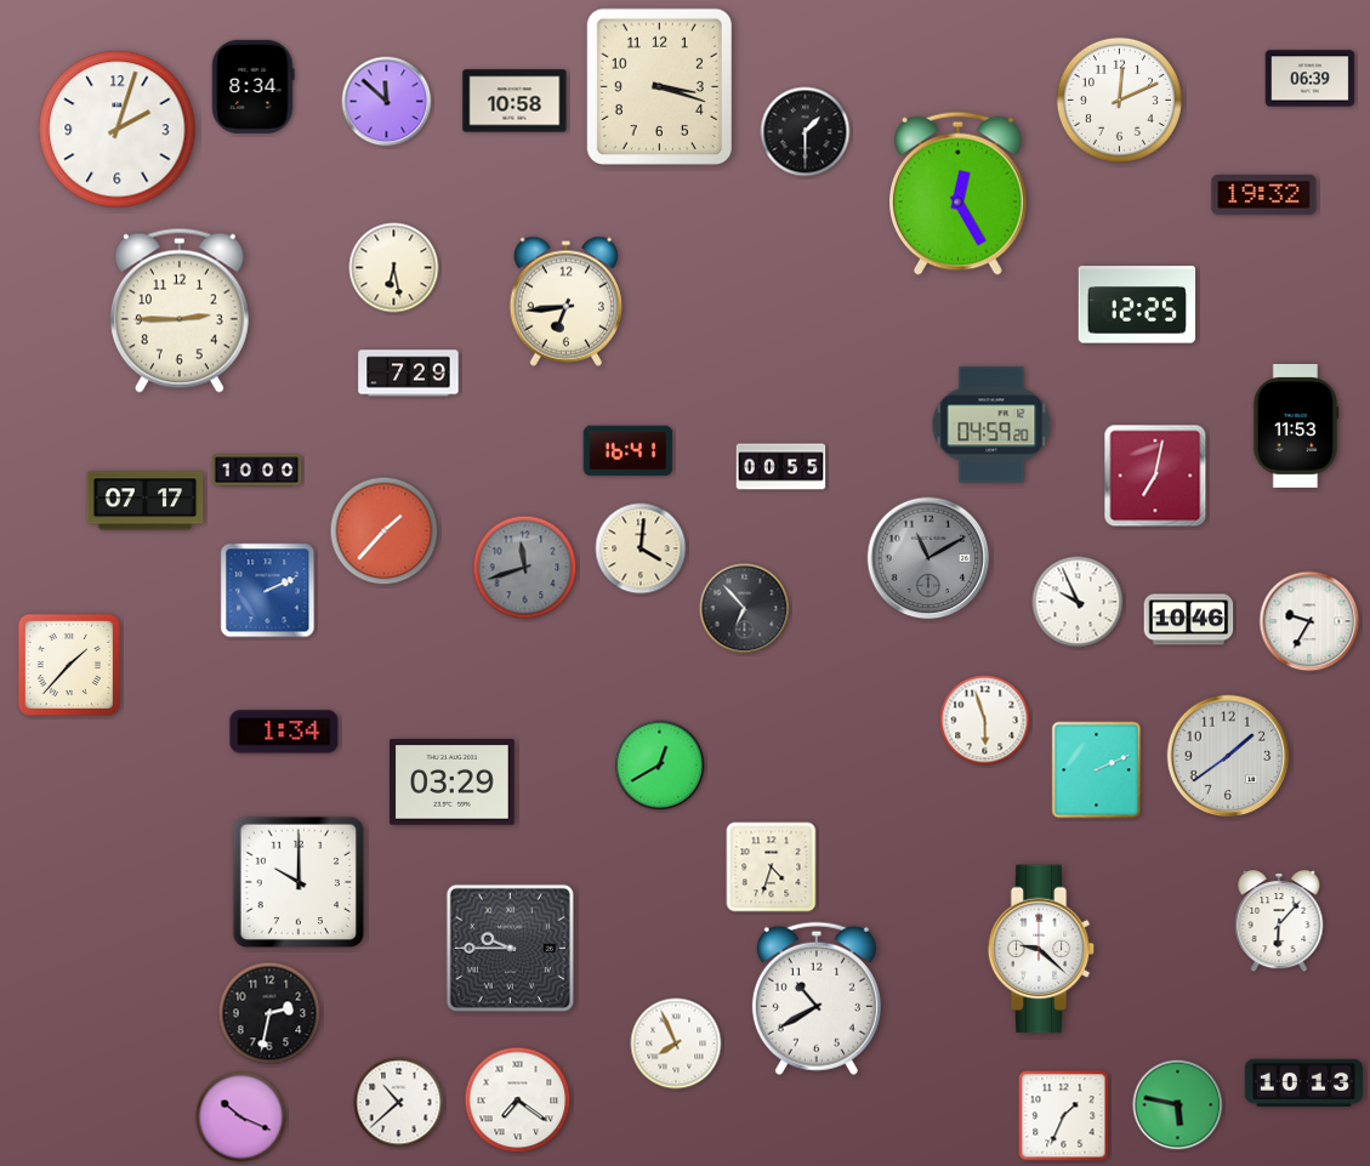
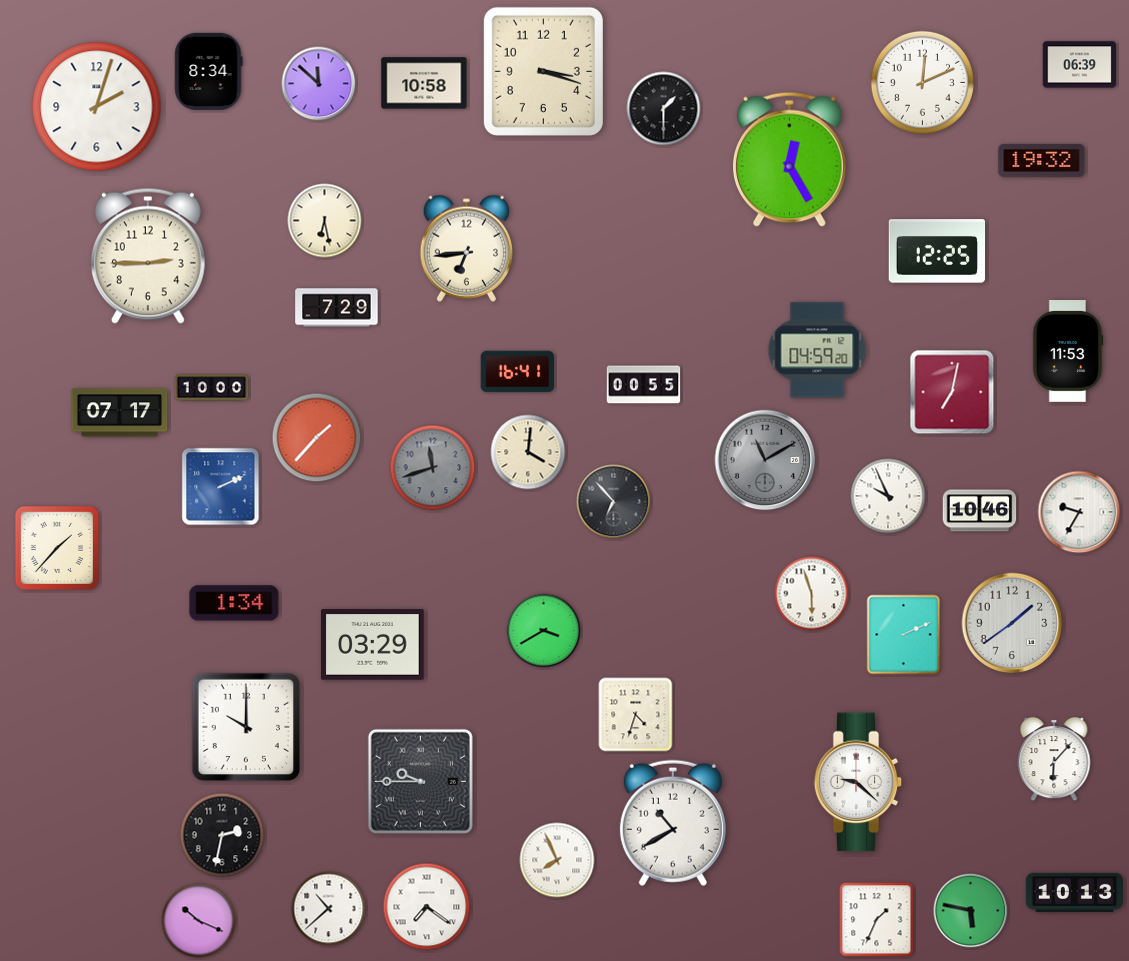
clock at (660, 766): 12:40 -> 3:40
